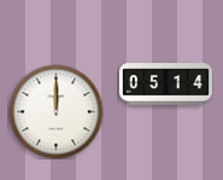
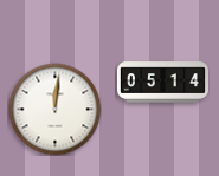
clock at (55, 111): 12:00 -> 12:01
